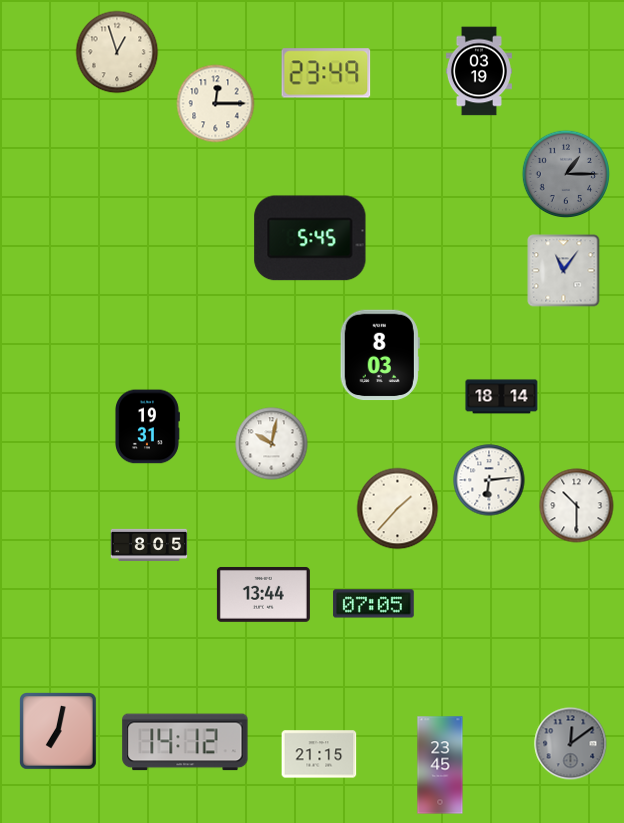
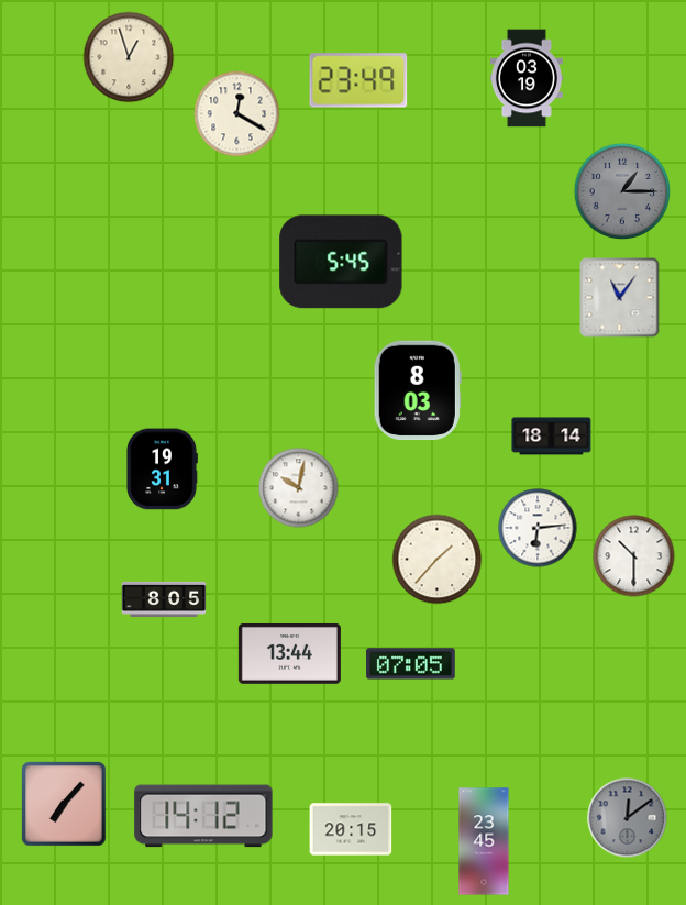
clock at (216, 104): 12:15 -> 12:20
clock at (59, 732): 7:02 -> 7:07
clock at (319, 754): 21:15 -> 20:15
